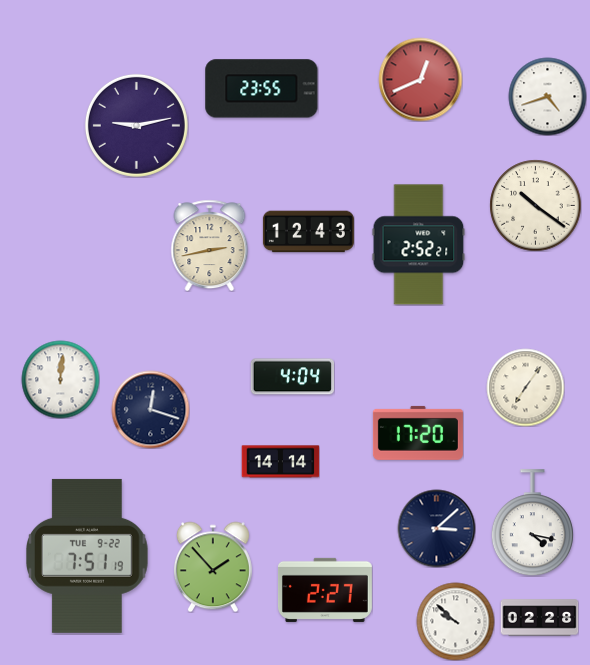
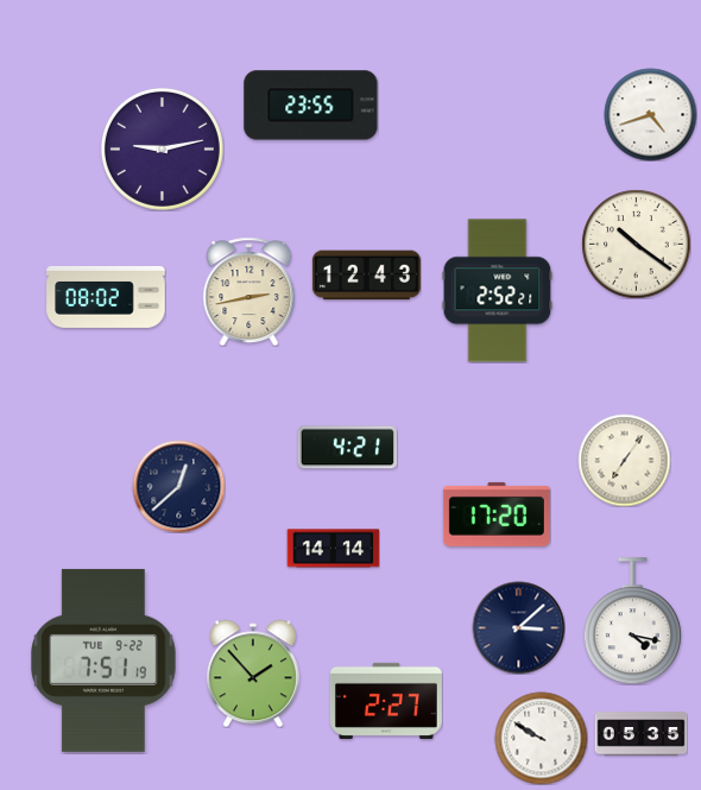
clock at (420, 79): 12:41 -> none
clock at (106, 297): none -> 08:02
clock at (292, 377): 4:04 -> 4:21
clock at (60, 379): 12:01 -> none
clock at (150, 409): 12:18 -> 12:38
clock at (539, 618): 02:28 -> 05:35
clock at (455, 621): 9:52 -> 9:50
